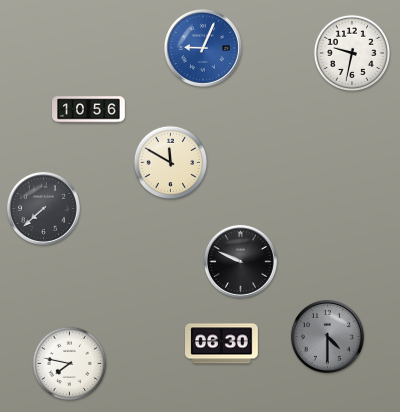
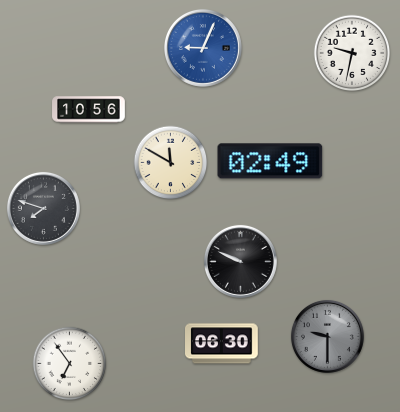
clock at (270, 161): none -> 02:49
clock at (43, 208): 7:38 -> 7:48
clock at (327, 336): 4:30 -> 9:30
clock at (70, 364): 7:47 -> 6:54
